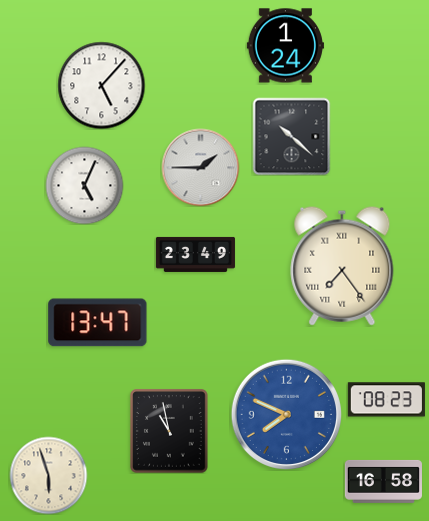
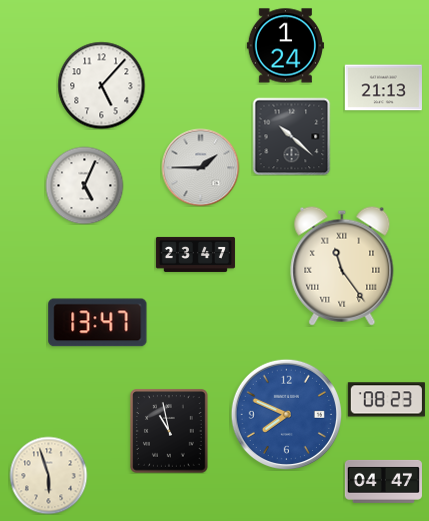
clock at (383, 88): none -> 21:13
clock at (195, 254): 23:49 -> 23:47
clock at (342, 266): 7:24 -> 11:24
clock at (383, 481): 16:58 -> 04:47
